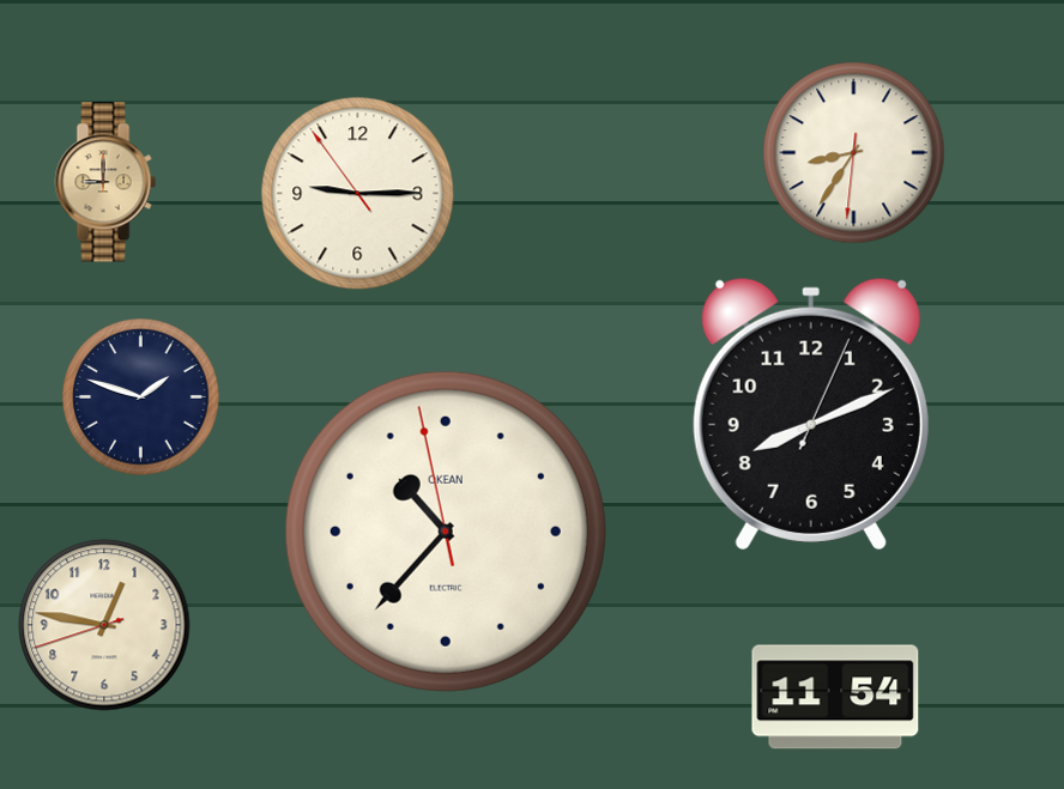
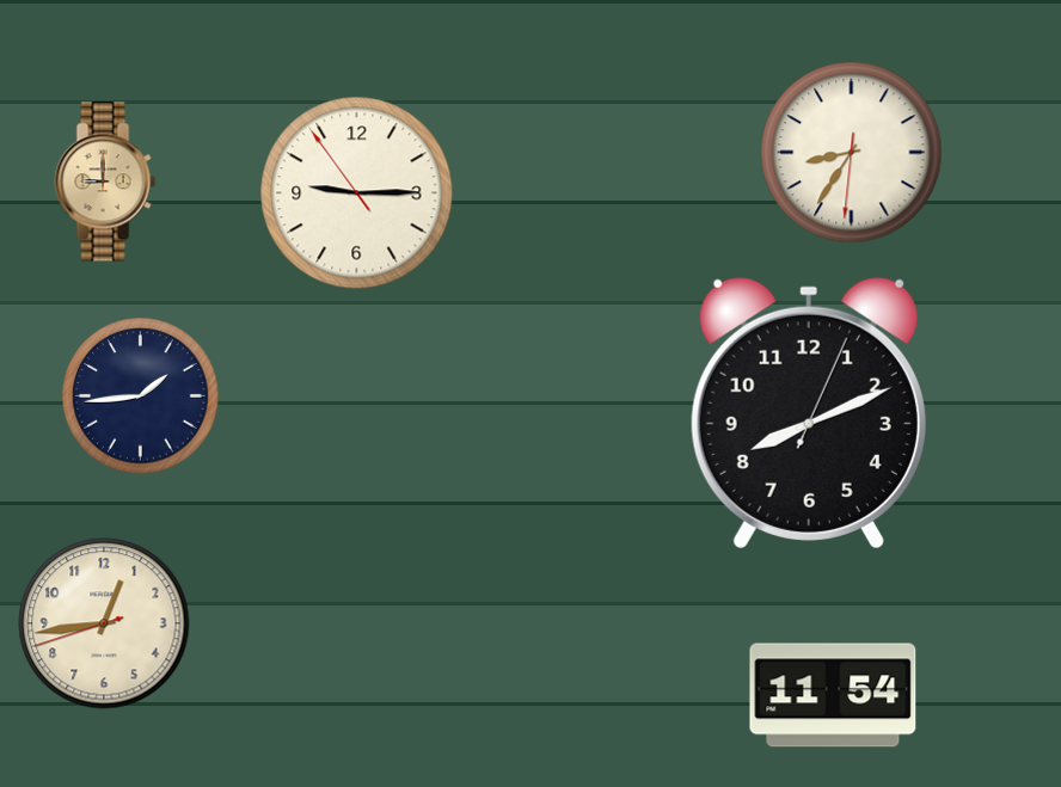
clock at (141, 397): 1:48 -> 1:44
clock at (446, 532): 10:36 -> none
clock at (104, 625): 12:46 -> 12:43
